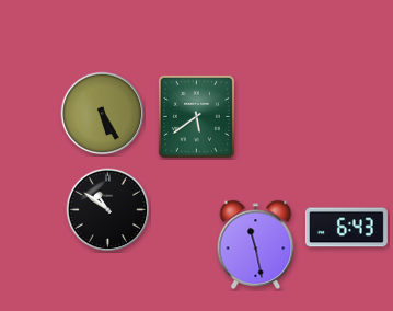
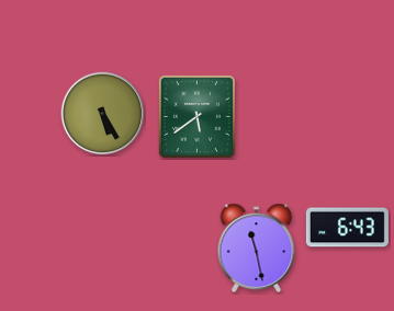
clock at (108, 210): 10:51 -> none
clock at (256, 245) position: (256, 245) -> (257, 249)
